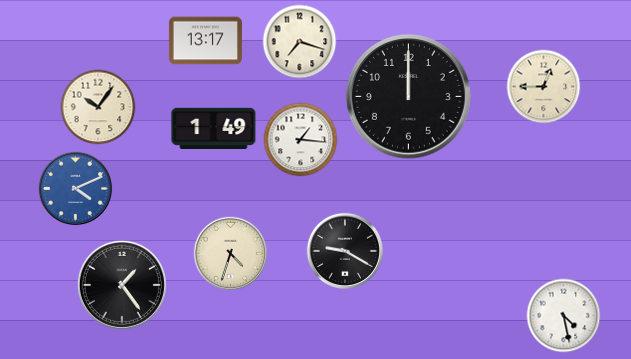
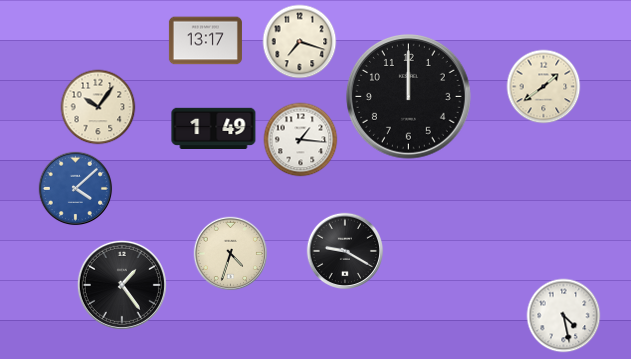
clock at (544, 87): 12:45 -> 1:39
clock at (76, 189): 4:11 -> 4:08
